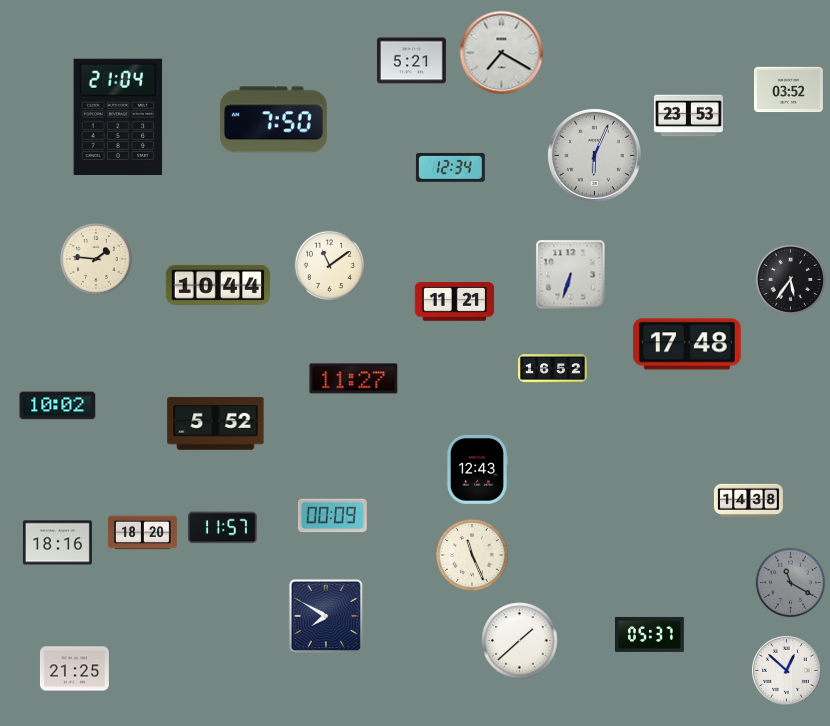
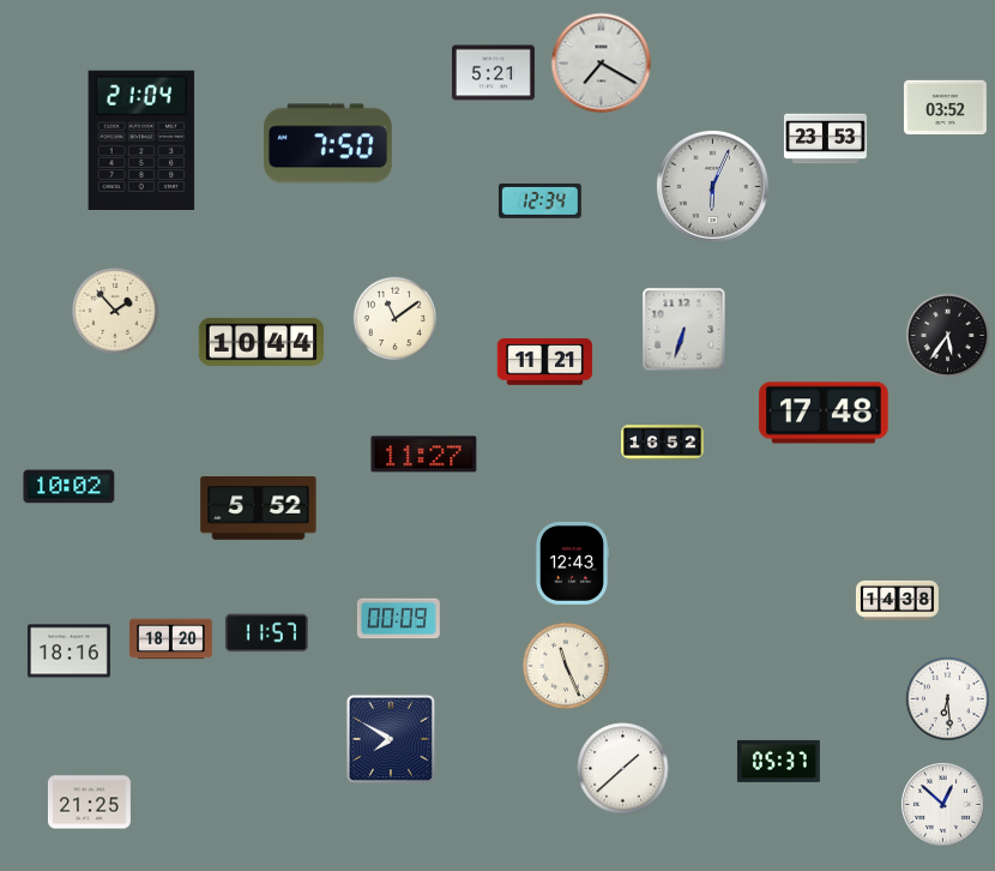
clock at (96, 259): 1:46 -> 1:53
clock at (791, 583): 11:20 -> 6:29
clock at (791, 583) dial: grey -> white
